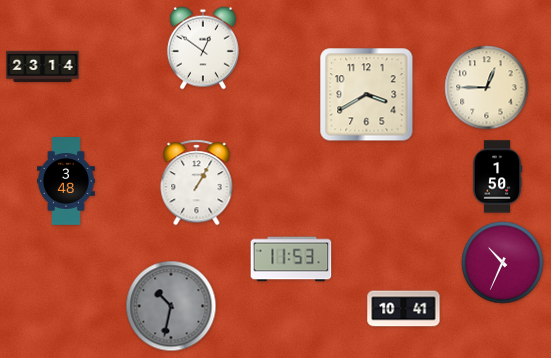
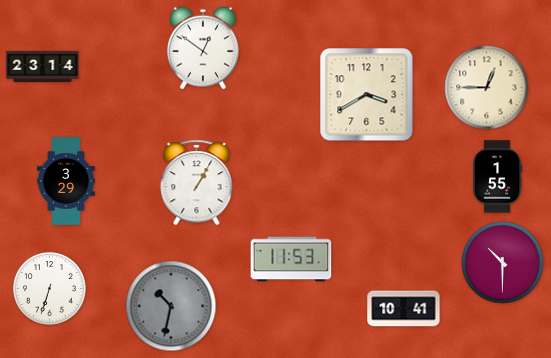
clock at (497, 177): 1:50 -> 1:55
clock at (67, 181): 3:48 -> 3:29
clock at (503, 263): 10:34 -> 10:30
clock at (49, 288): none -> 6:33
